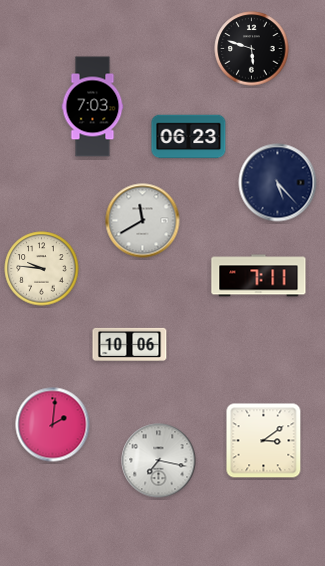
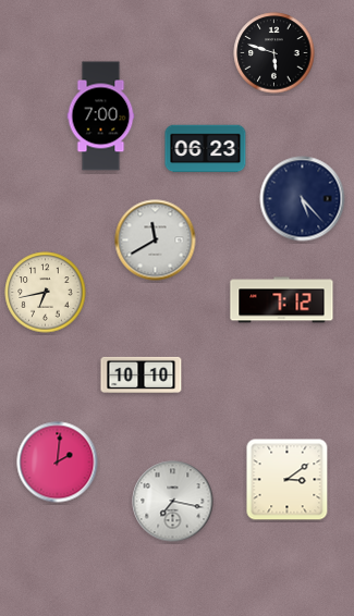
clock at (93, 107): 7:03 -> 7:00
clock at (42, 269): 9:46 -> 6:43
clock at (259, 276): 7:11 -> 7:12
clock at (130, 344): 10:06 -> 10:10
